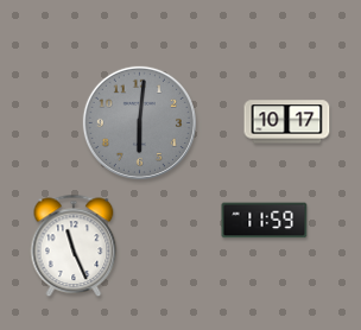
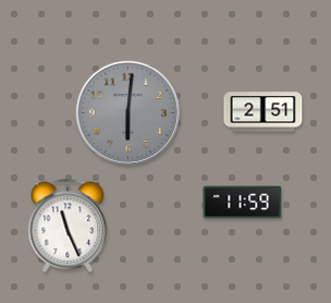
clock at (287, 122): 10:17 -> 2:51
